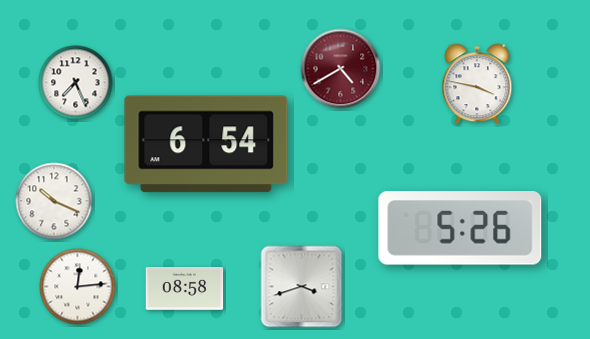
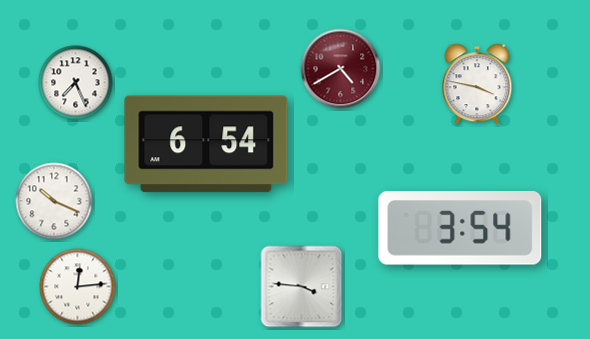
clock at (460, 228): 5:26 -> 3:54
clock at (302, 287): 3:42 -> 3:46
clock at (185, 289): 08:58 -> none
